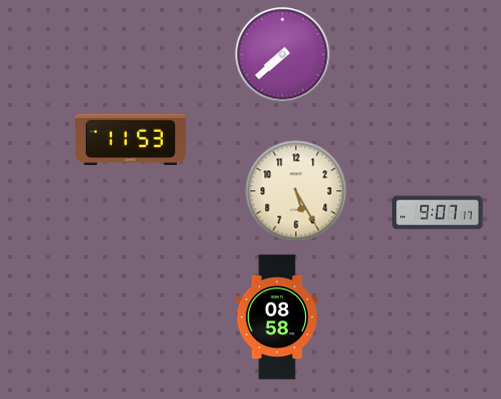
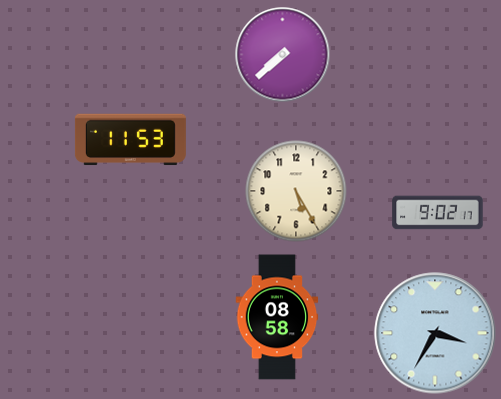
clock at (438, 213): 9:07 -> 9:02
clock at (435, 333): none -> 3:35
